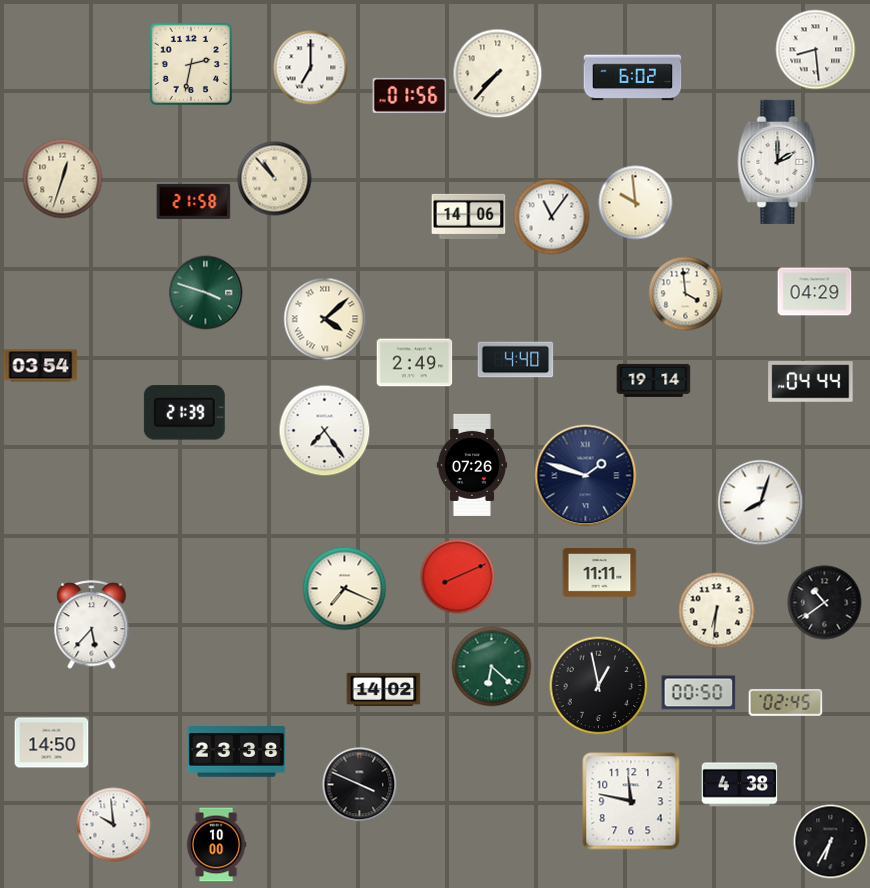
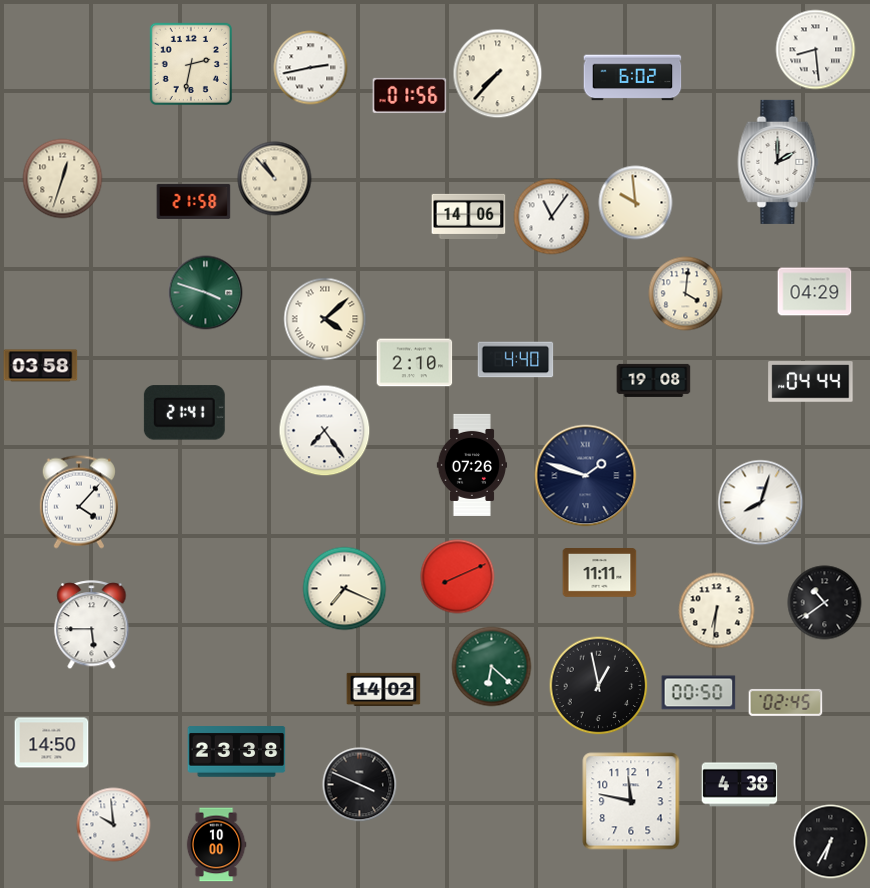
clock at (311, 68): 7:00 -> 2:43
clock at (686, 294): 3:59 -> 4:01
clock at (415, 363): 2:49 -> 2:10
clock at (41, 366): 03:54 -> 03:58
clock at (654, 380): 19:14 -> 19:08
clock at (184, 413): 21:39 -> 21:41
clock at (79, 502): none -> 4:07
clock at (92, 625): 5:37 -> 5:45
